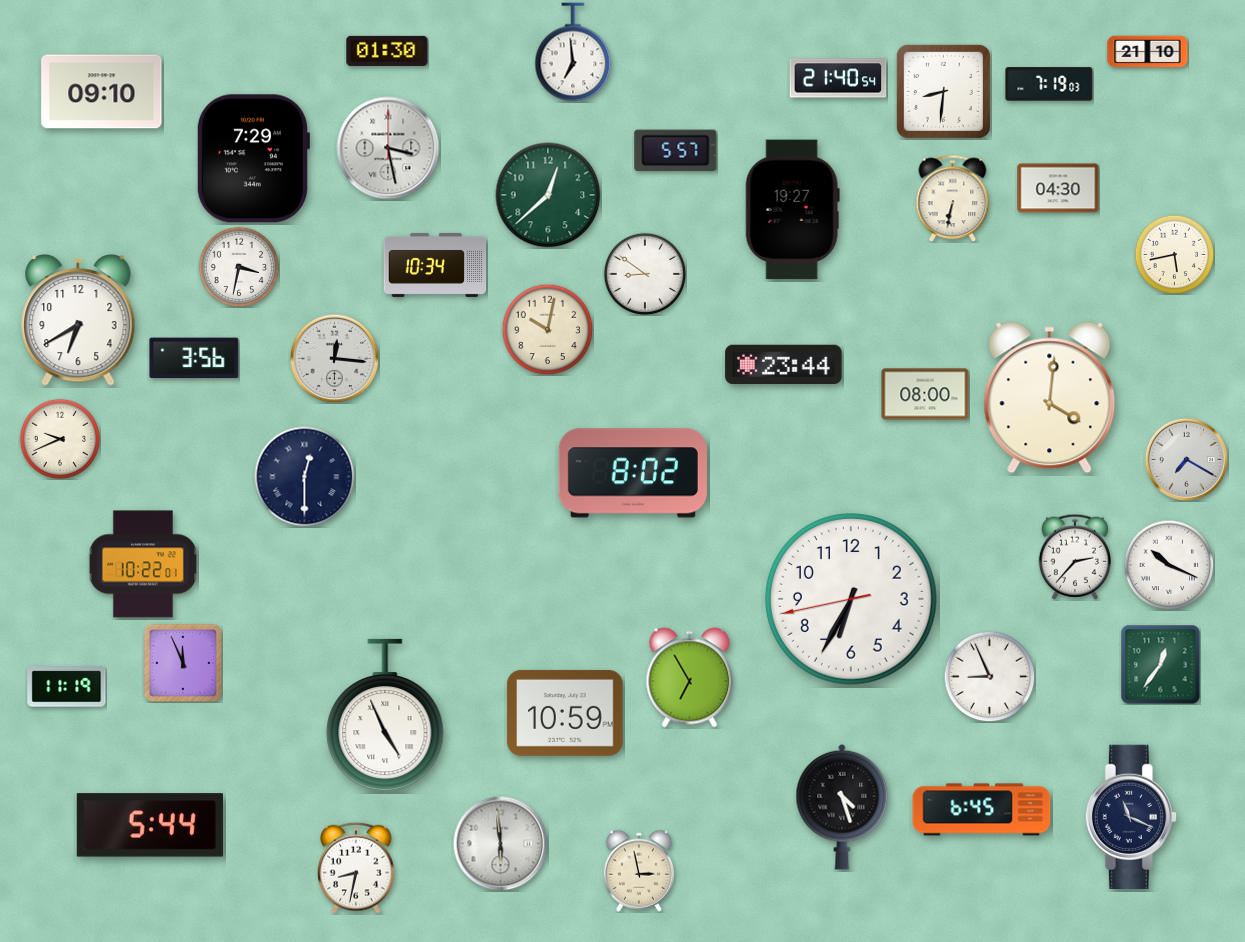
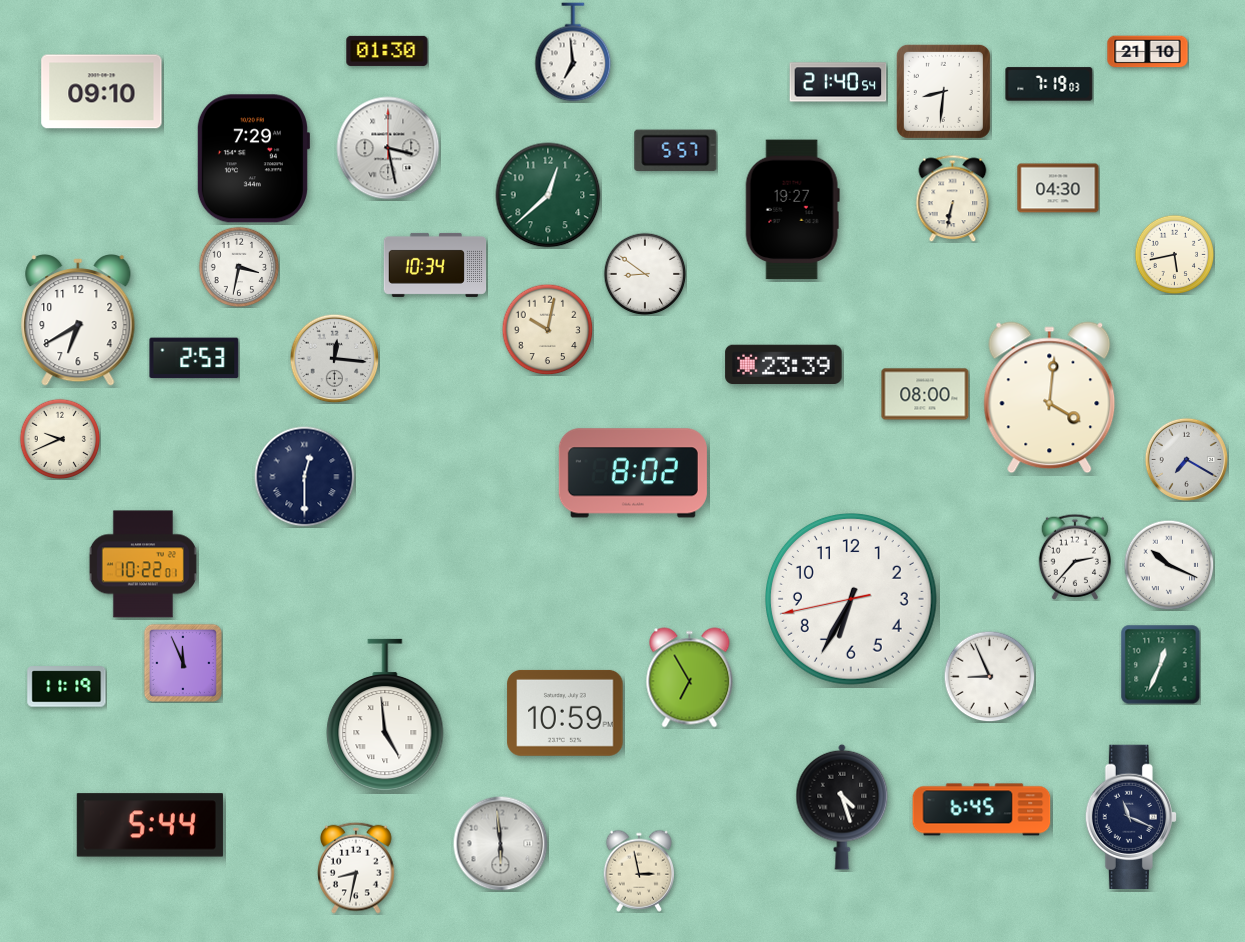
clock at (838, 78) position: (838, 78) -> (838, 82)
clock at (194, 358): 3:56 -> 2:53
clock at (784, 365): 23:44 -> 23:39
clock at (1161, 665): 12:36 -> 12:34
clock at (385, 715): 4:56 -> 4:59
